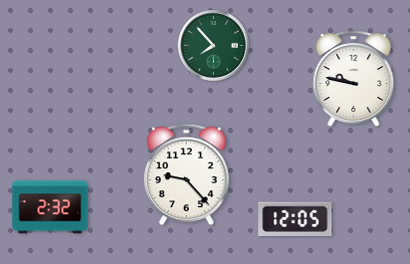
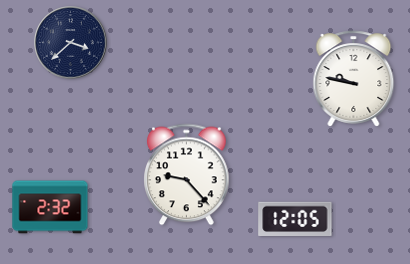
clock at (71, 43): none -> 3:38
clock at (214, 46): 7:53 -> none
